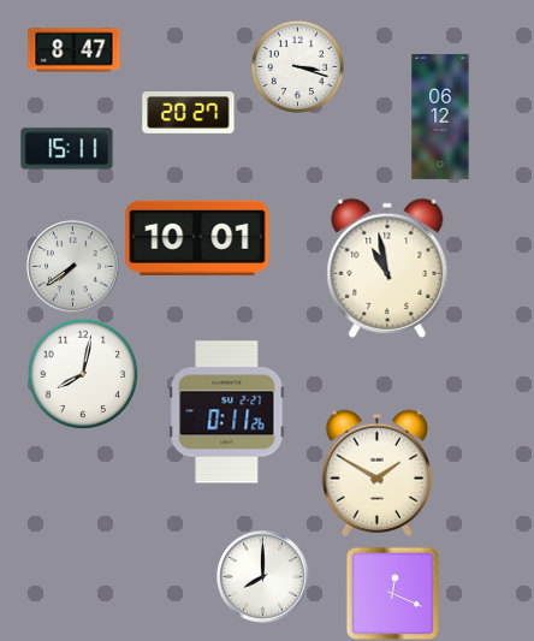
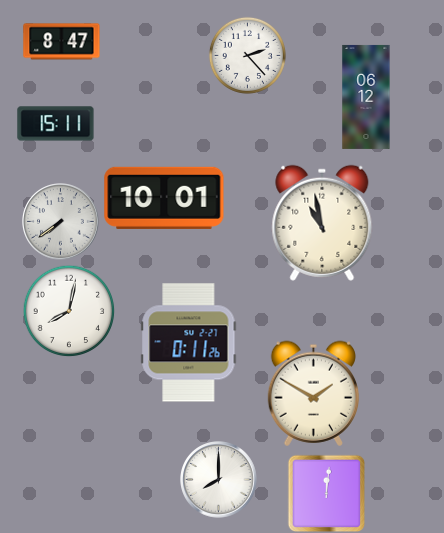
clock at (297, 66): 3:18 -> 2:23
clock at (189, 113): 20:27 -> none
clock at (392, 593): 12:19 -> 12:01
